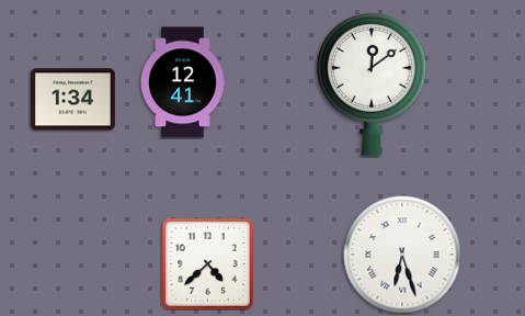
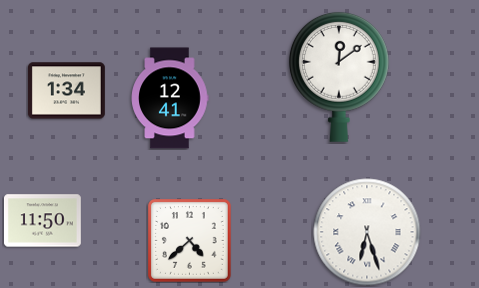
clock at (183, 82) position: (183, 82) -> (170, 98)
clock at (42, 221): none -> 11:50
